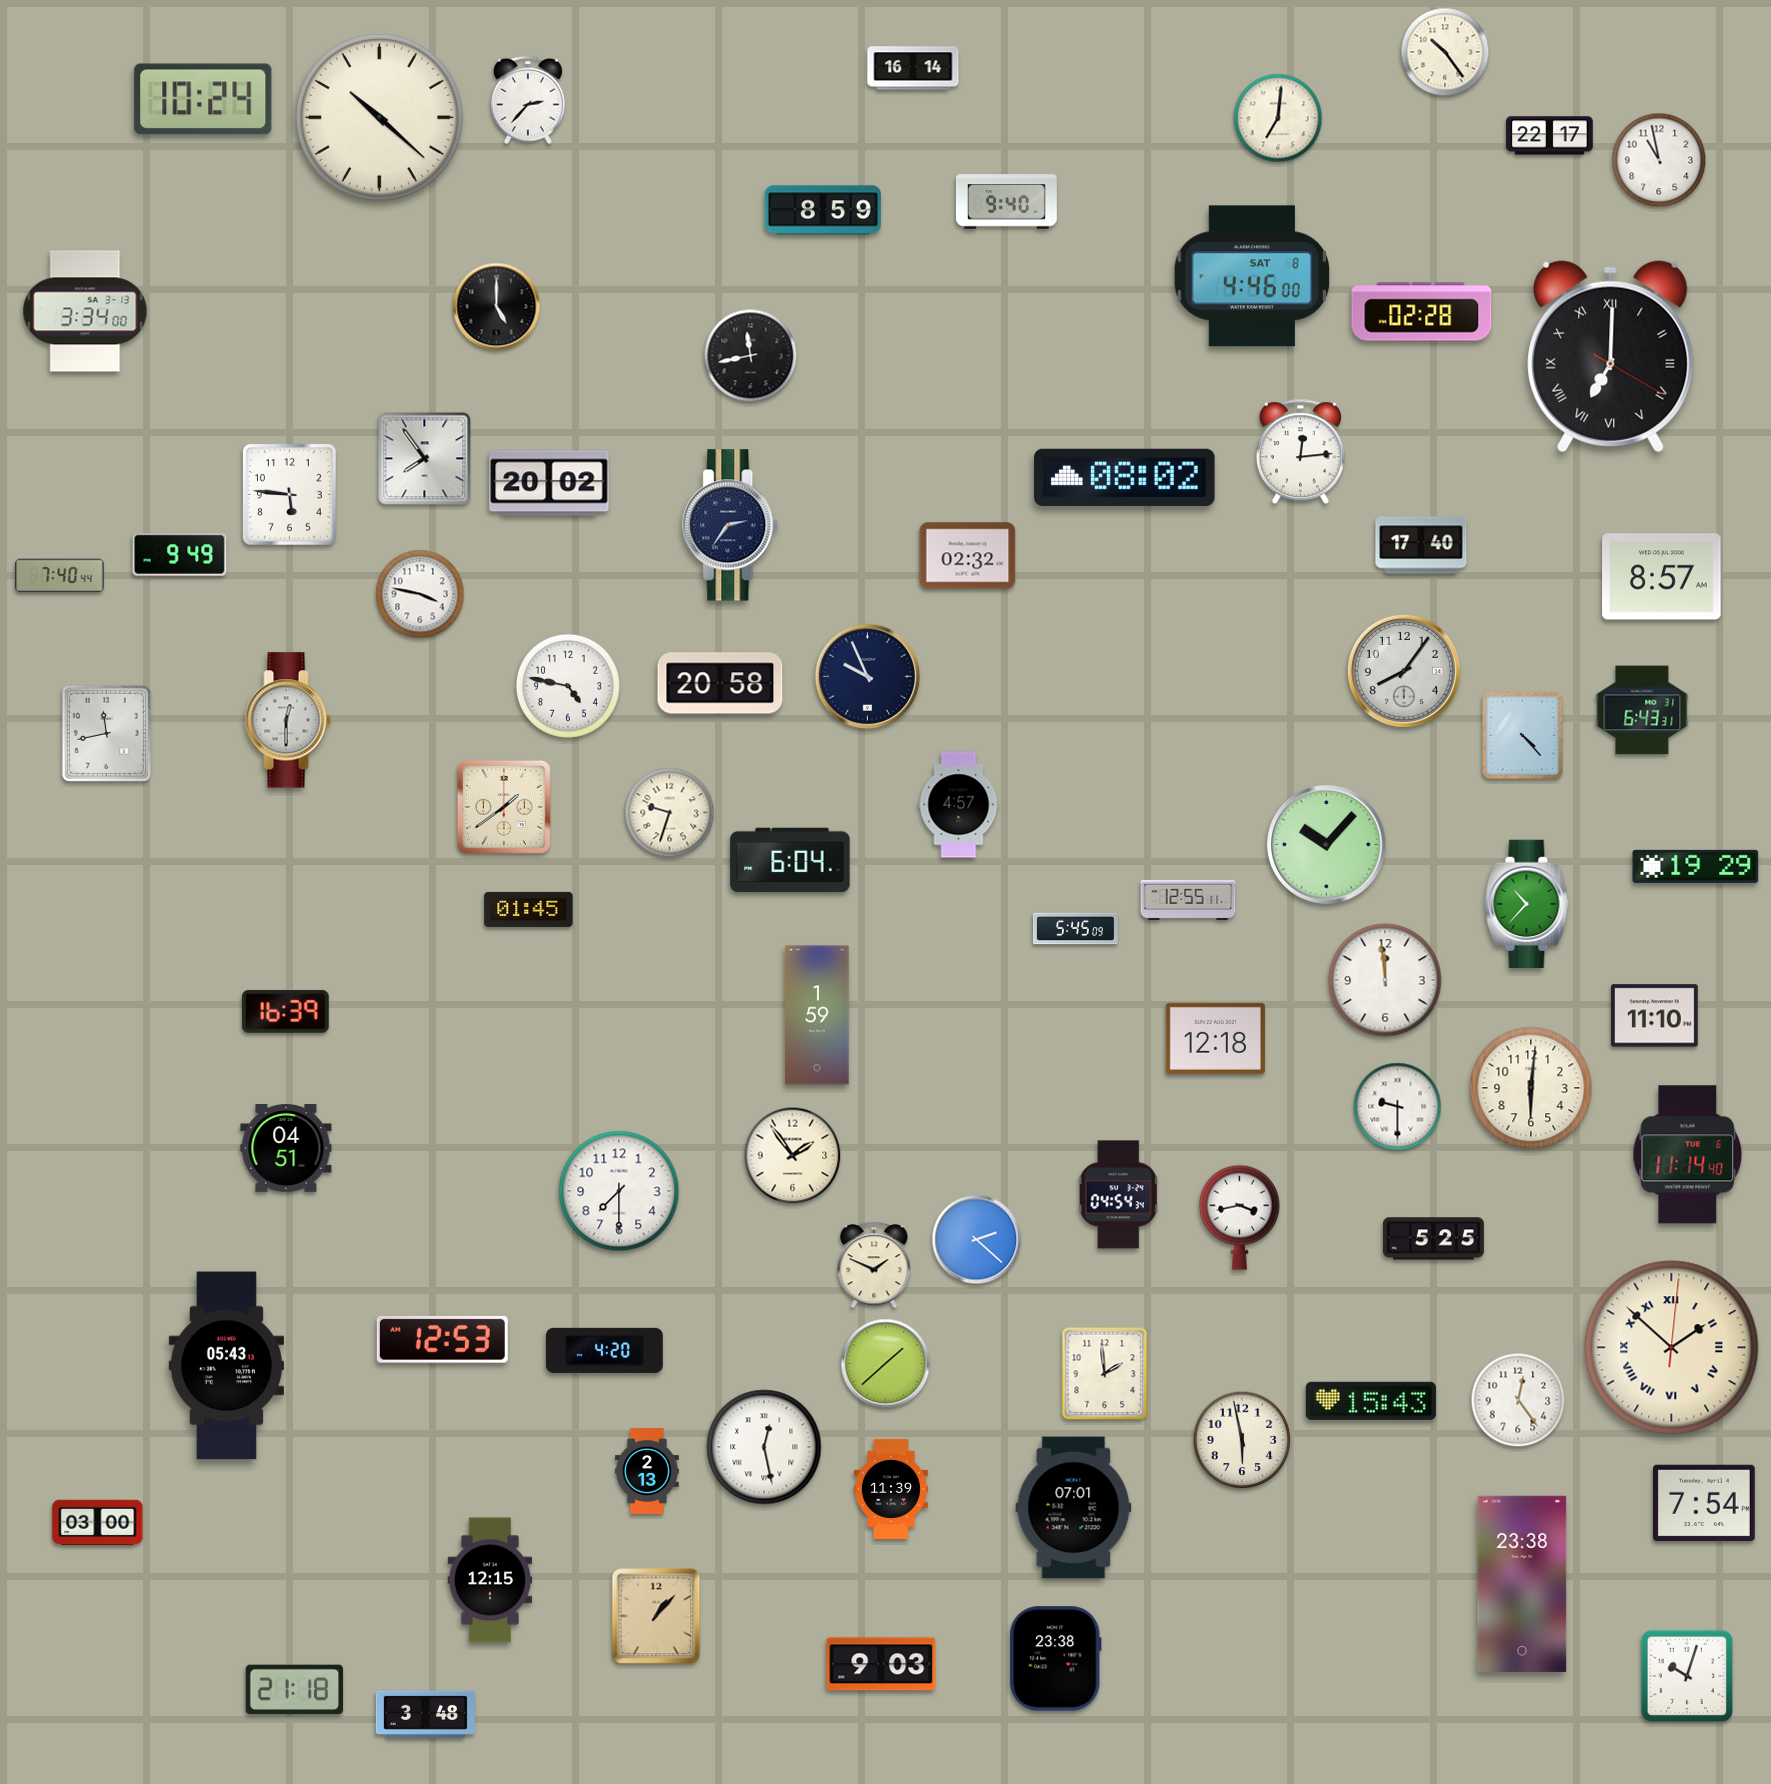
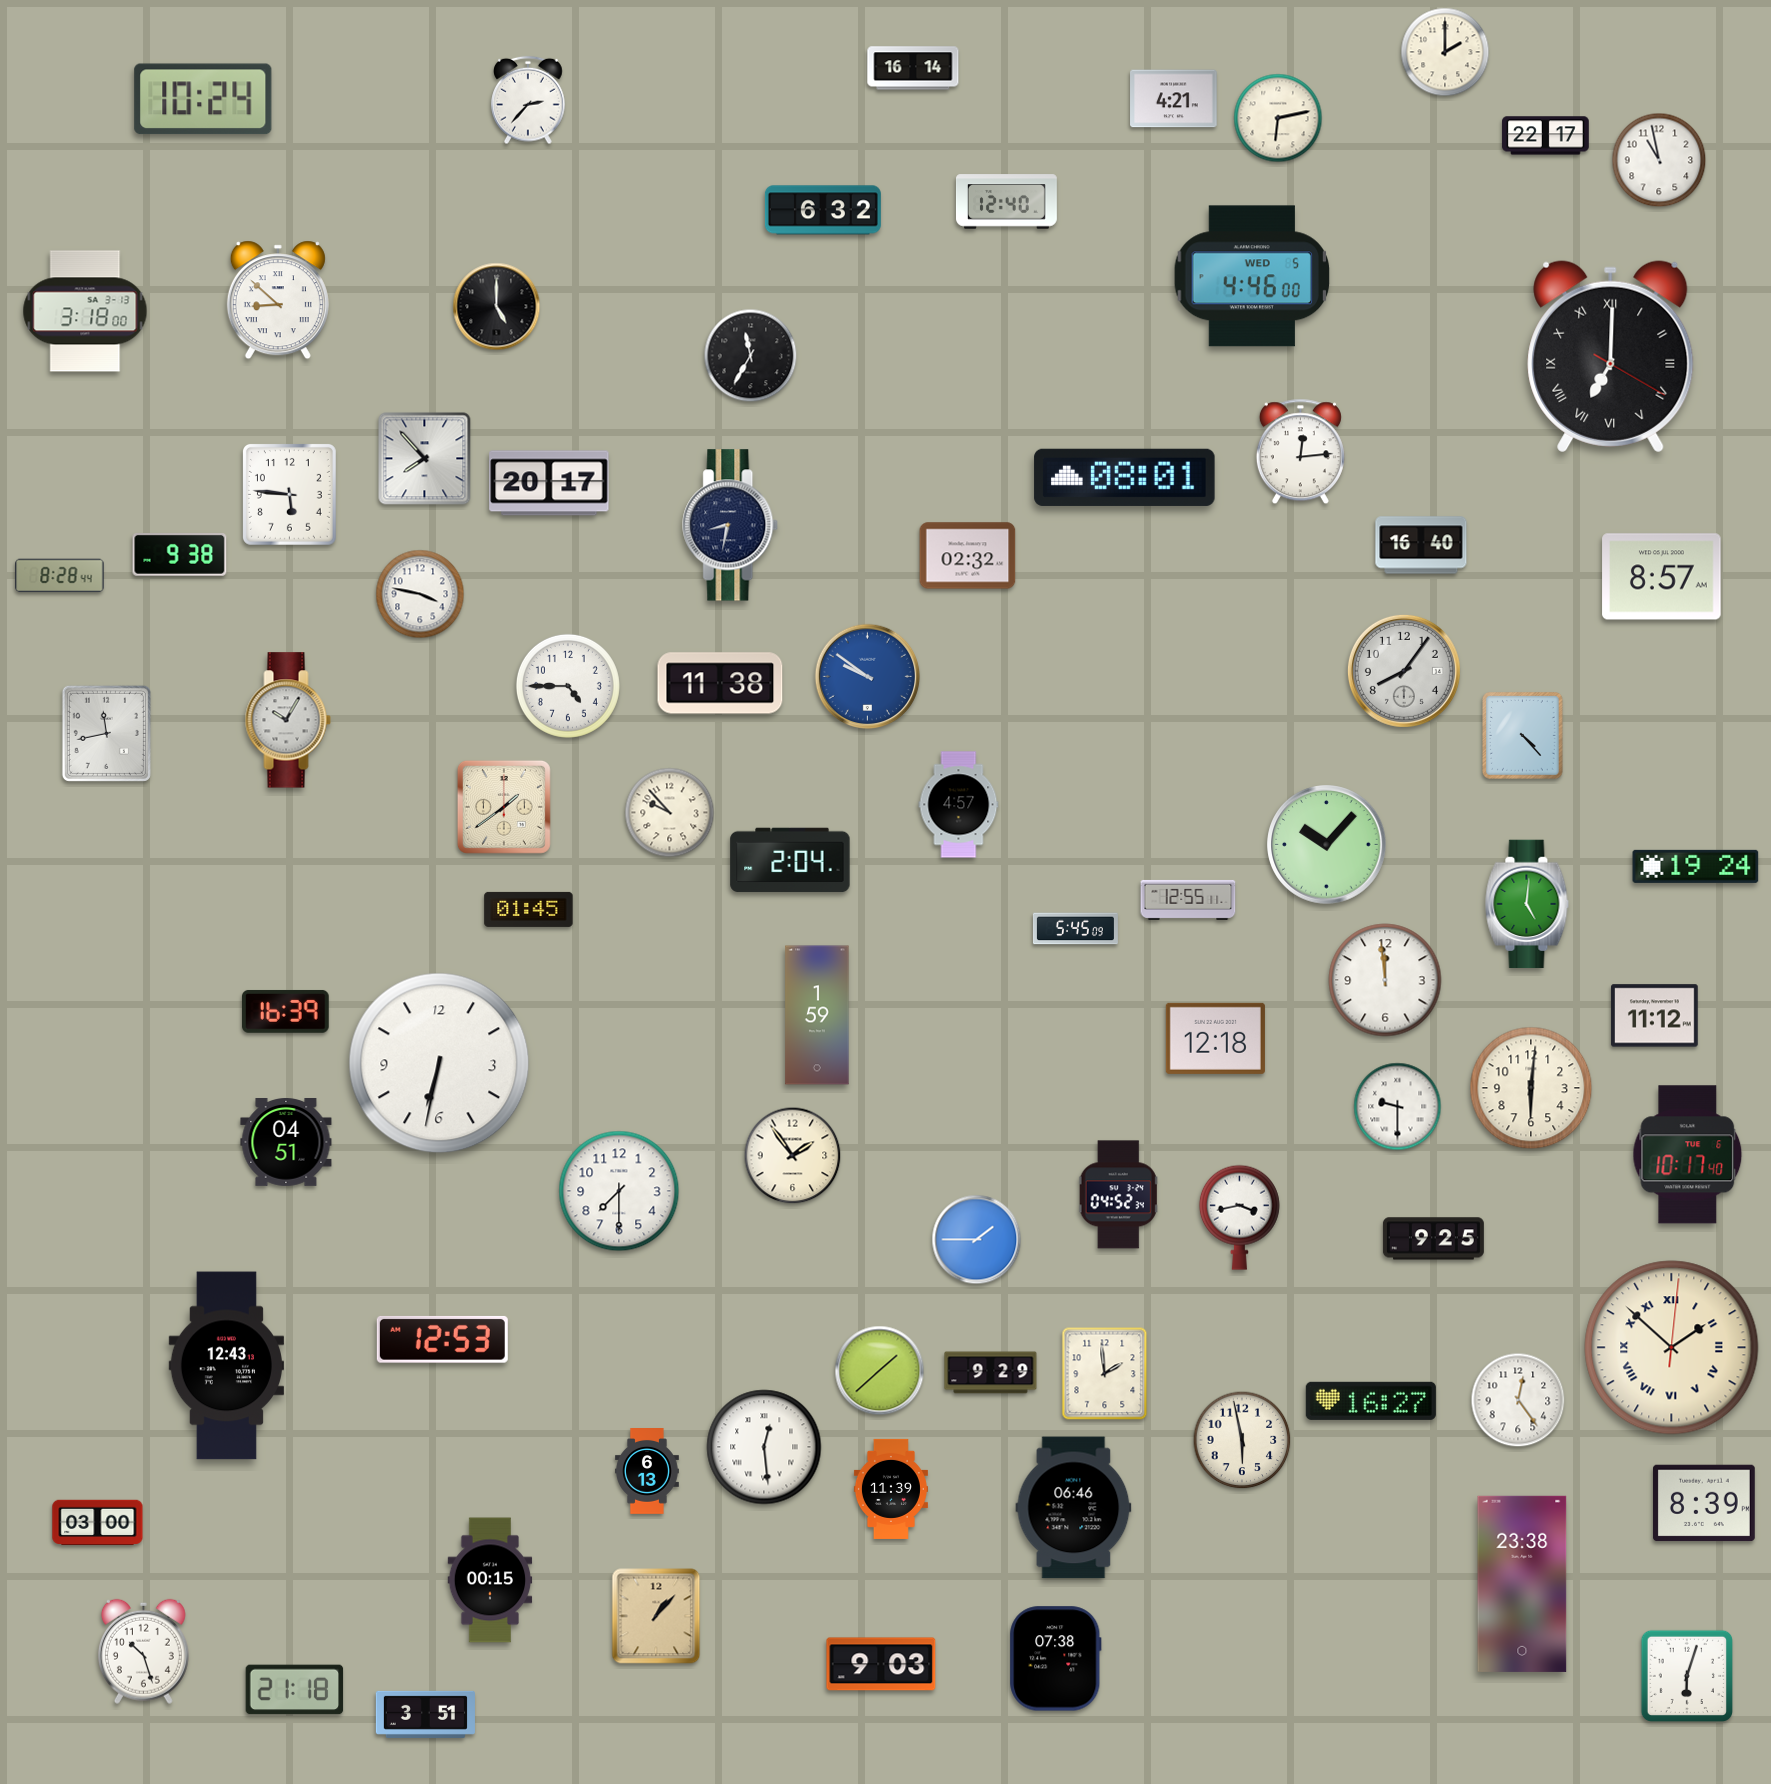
clock at (1445, 52): 10:24 -> 2:00
clock at (1174, 99): none -> 4:21
clock at (379, 117): 10:22 -> none
clock at (1278, 118): 7:01 -> 6:13
clock at (1550, 136) position: (1550, 136) -> (1546, 136)
clock at (1006, 202): 9:40 -> 12:40
clock at (823, 210): 8:59 -> 6:32
clock at (1251, 276) date: SAT 8 -> WED 5
clock at (278, 300): none -> 8:52
clock at (85, 311): 3:34 -> 3:18
clock at (1422, 312): 02:28 -> none
clock at (751, 356): 11:43 -> 11:35
clock at (425, 459): 7:54 -> 7:53
clock at (1125, 477): 08:02 -> 08:01
clock at (549, 483): 20:02 -> 20:17
clock at (731, 525): 2:36 -> 8:32
clock at (1421, 545): 17:40 -> 16:40
clock at (180, 555): 9:49 -> 9:38
clock at (60, 576): 7:40 -> 8:28
clock at (868, 677): 9:56 -> 9:51
clock at (868, 677) dial: navy -> blue
clock at (720, 683): 20:58 -> 11:38
clock at (568, 686): 4:47 -> 4:45
clock at (1642, 710): 6:43 -> none
clock at (288, 720): 12:30 -> 10:05
clock at (670, 813): 9:33 -> 9:53
clock at (790, 860): 6:04 -> 2:04
clock at (1696, 866): 19:29 -> 19:24
clock at (1527, 904): 10:37 -> 5:01
clock at (1655, 1016): 11:10 -> 11:12
clock at (439, 1063): none -> 6:32
clock at (286, 1149) position: (286, 1149) -> (286, 1143)
clock at (1688, 1155): 11:14 -> 10:17
clock at (1119, 1195): 04:54 -> 04:52
clock at (1433, 1239): 5:25 -> 9:25
clock at (977, 1240): 2:22 -> 1:45
clock at (874, 1265): 1:49 -> none
clock at (604, 1350): 4:20 -> none
clock at (886, 1364) position: (886, 1364) -> (880, 1371)
clock at (226, 1366): 05:43 -> 12:43
clock at (991, 1373): none -> 9:29
clock at (1371, 1401): 15:43 -> 16:27
clock at (764, 1447): 12:28 -> 12:29
clock at (647, 1472): 2:13 -> 6:13
clock at (1705, 1503): 7:54 -> 8:39
clock at (1074, 1508): 07:01 -> 06:46
clock at (490, 1580): 12:15 -> 00:15
clock at (143, 1651): none -> 10:27
clock at (1056, 1659): 23:38 -> 07:38
clock at (1686, 1675): 10:03 -> 6:03
clock at (425, 1714): 3:48 -> 3:51
